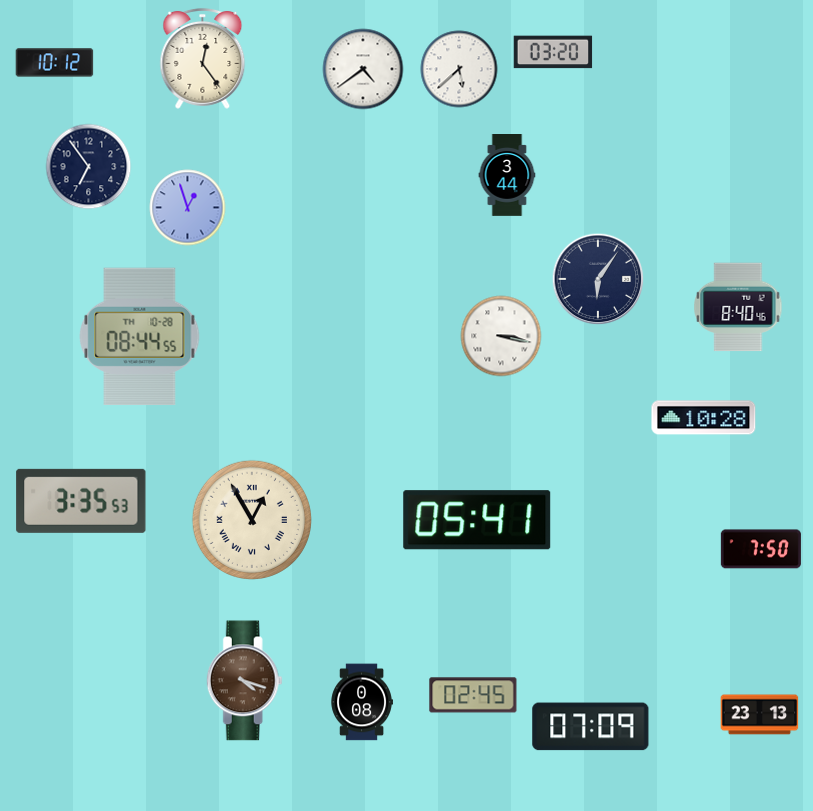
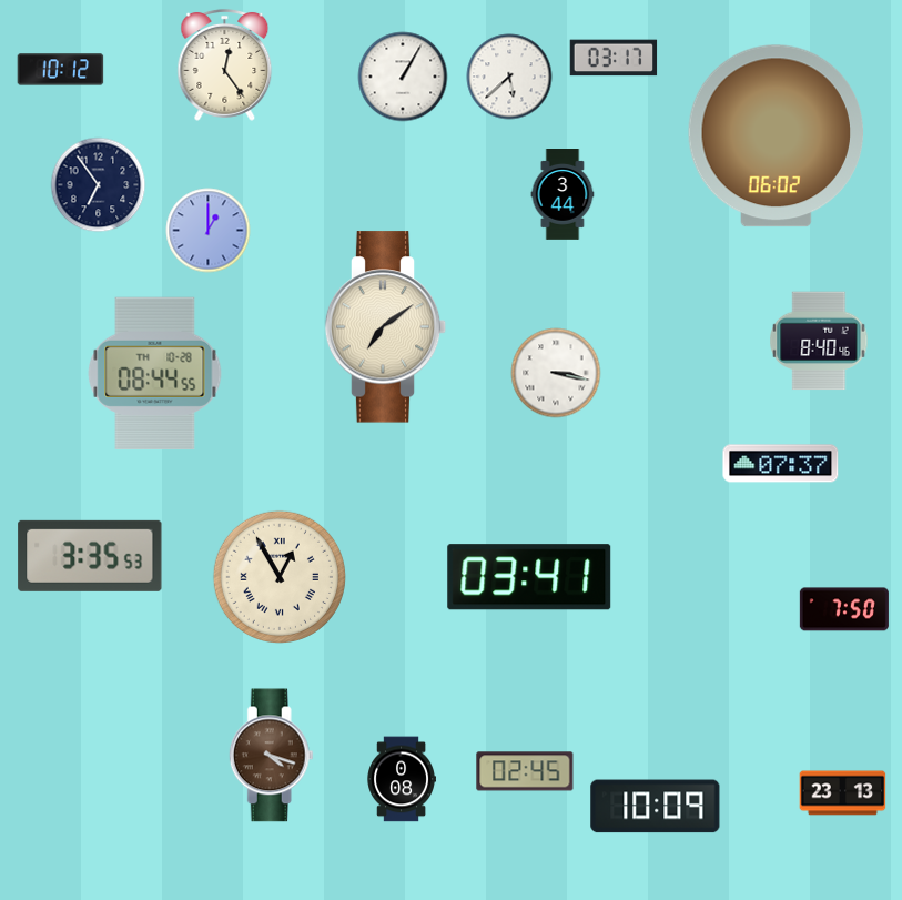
clock at (553, 52): 03:20 -> 03:17
clock at (363, 69): 4:39 -> 1:05
clock at (776, 136): none -> 06:02
clock at (188, 208): 12:57 -> 1:00
clock at (598, 279): 6:06 -> none
clock at (386, 327): none -> 7:09
clock at (704, 418): 10:28 -> 07:37
clock at (477, 520): 05:41 -> 03:41
clock at (591, 727): 07:09 -> 10:09
